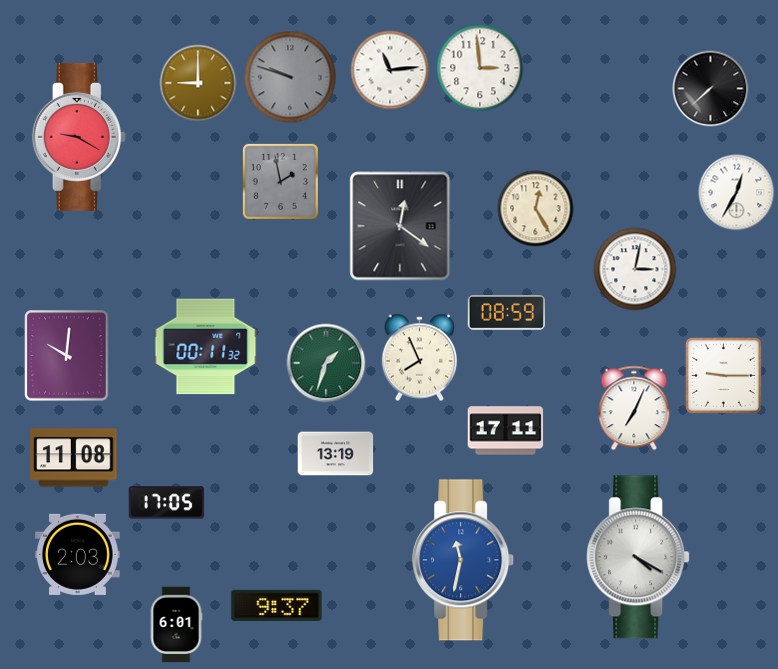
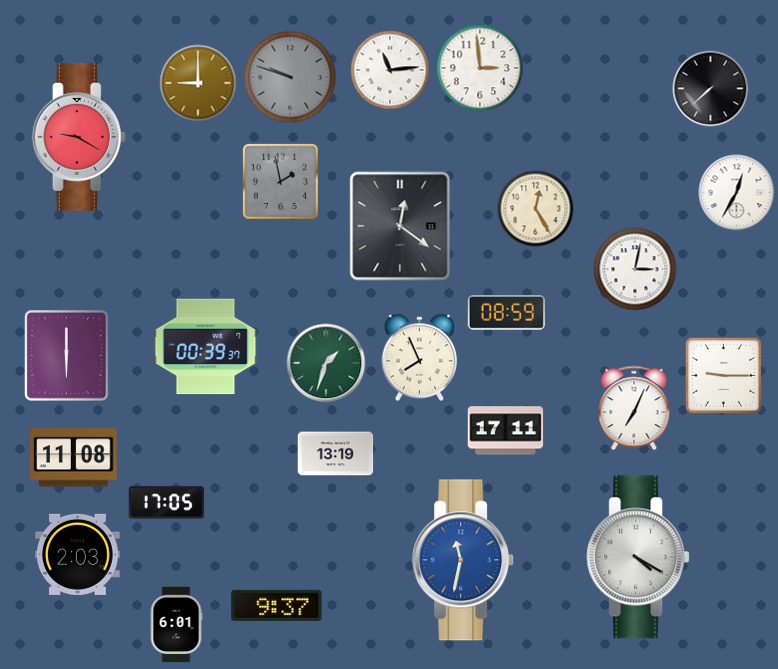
clock at (206, 347): 00:11 -> 00:39
clock at (67, 356): 10:01 -> 6:00
